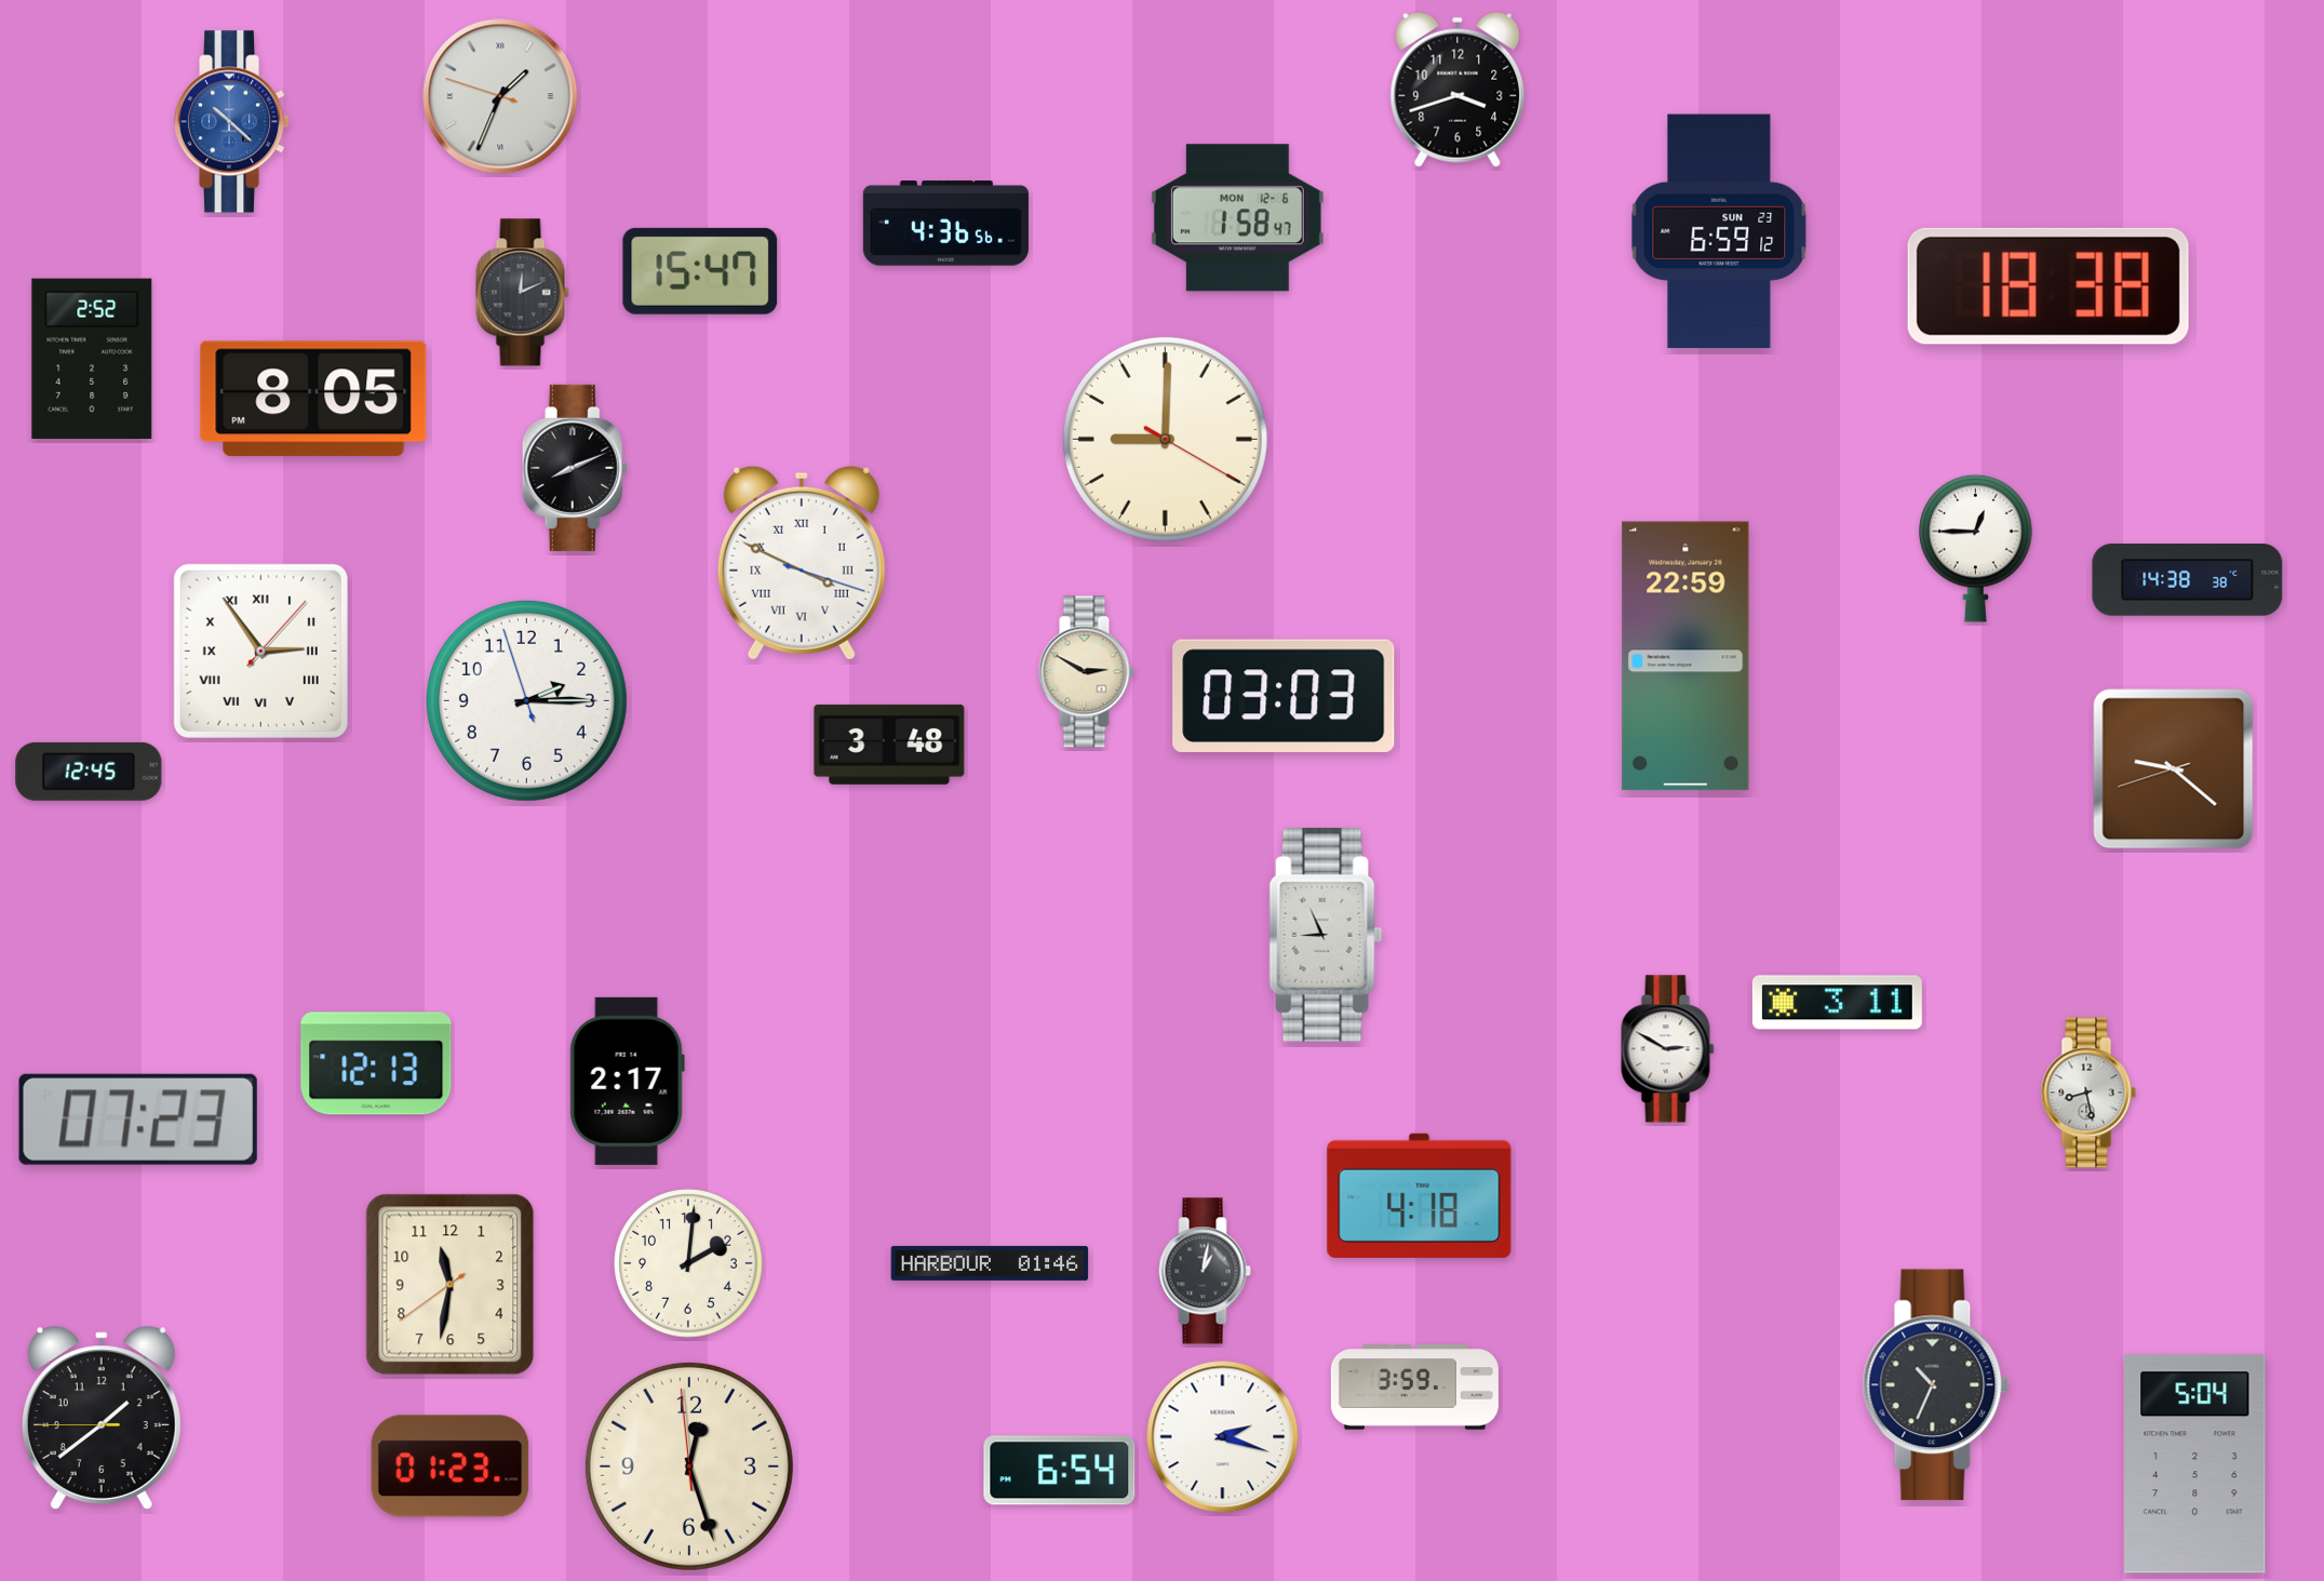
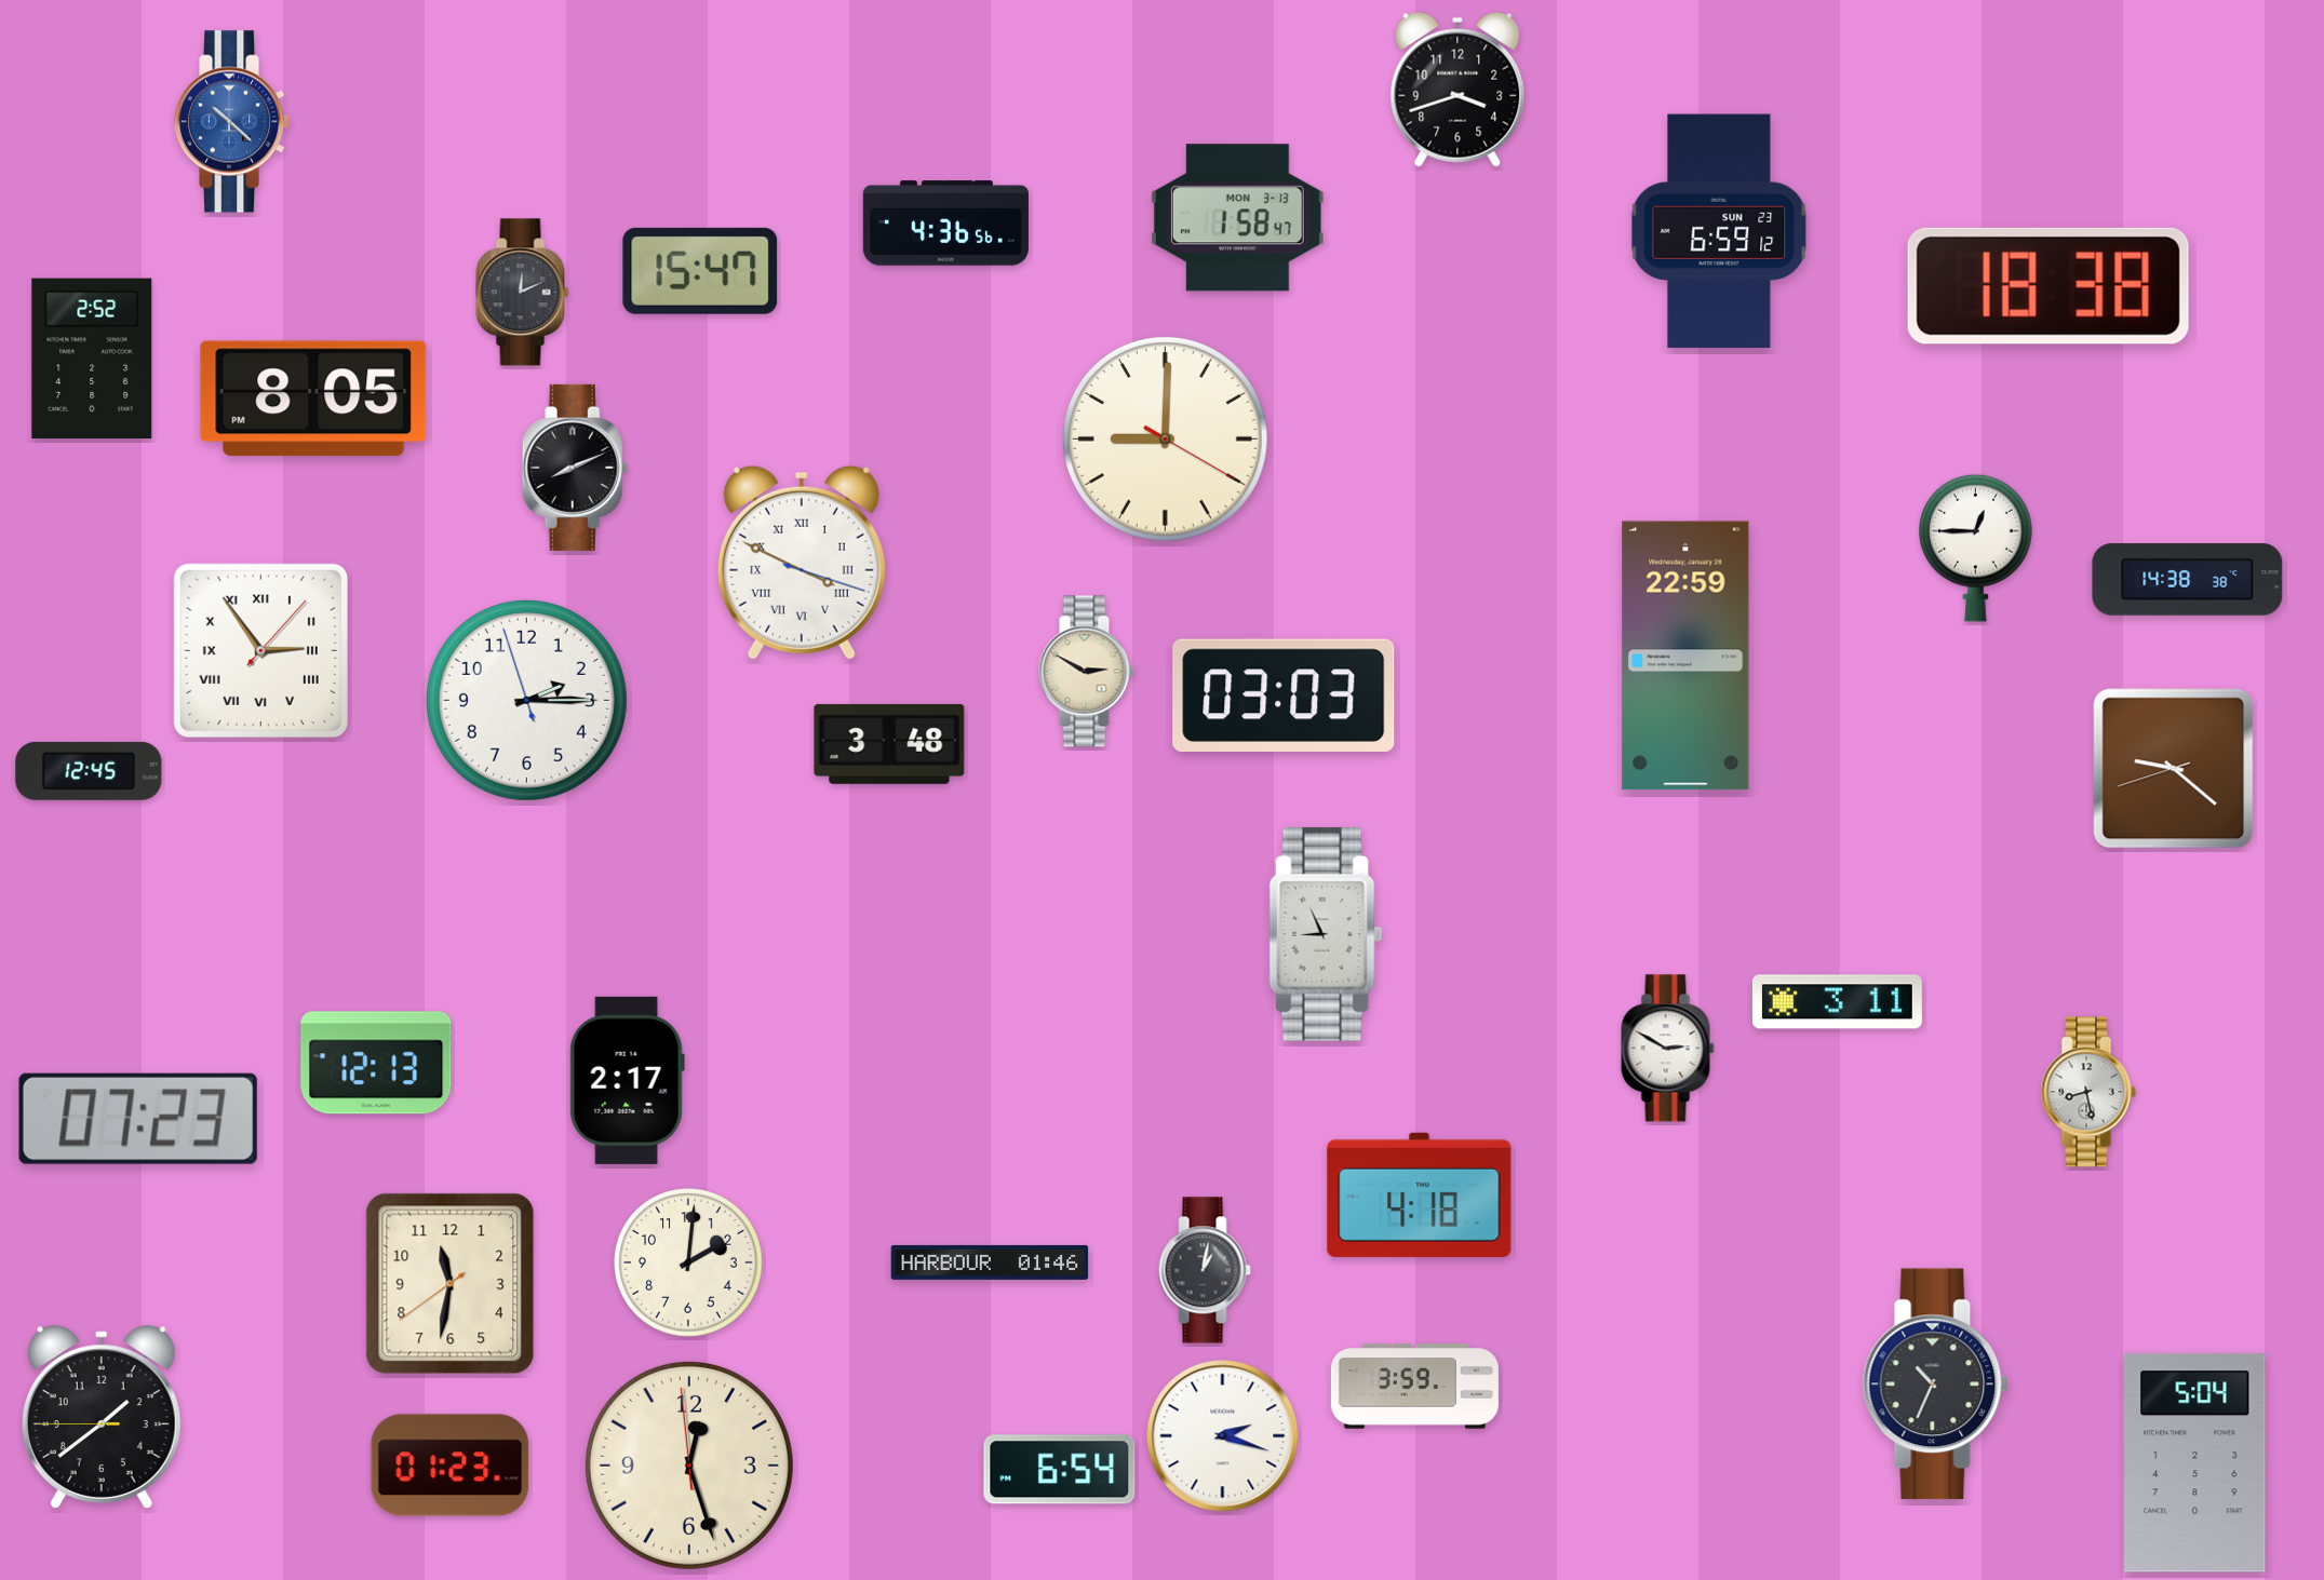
clock at (500, 96): 1:33 -> none
clock at (1237, 218) date: MON 12-6 -> MON 3-13
